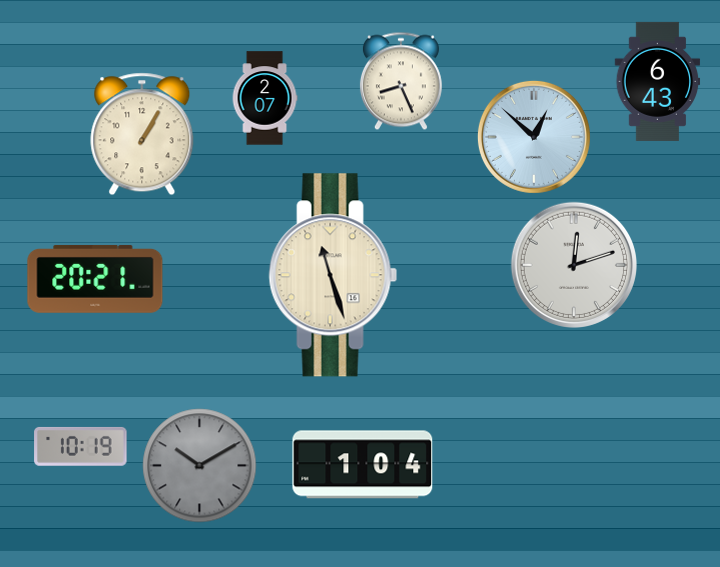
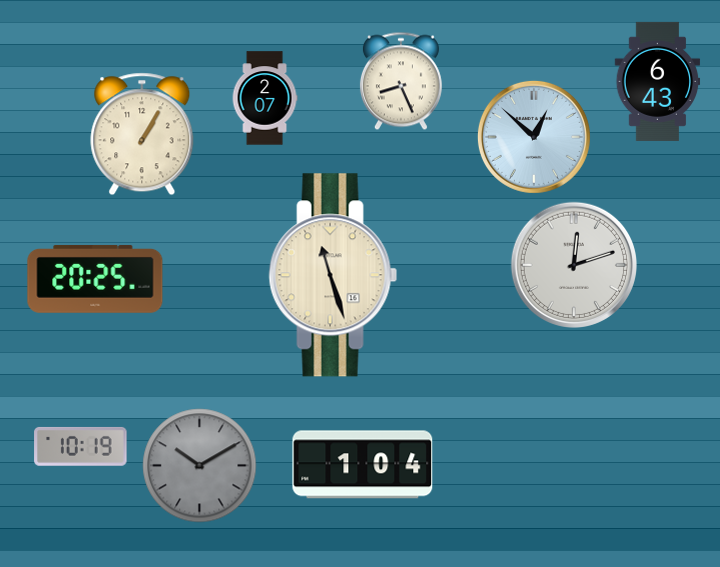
clock at (95, 279): 20:21 -> 20:25
